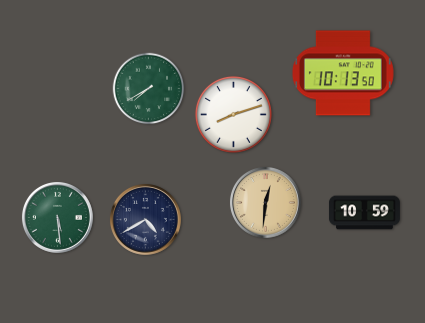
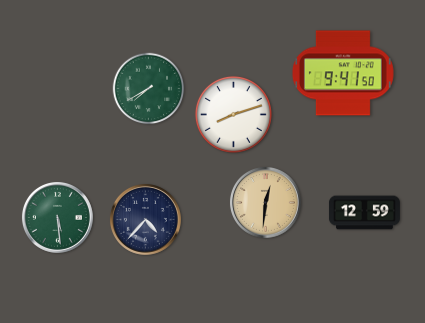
clock at (343, 73): 10:13 -> 9:41
clock at (364, 213): 10:59 -> 12:59
clock at (145, 219): 4:40 -> 4:37
